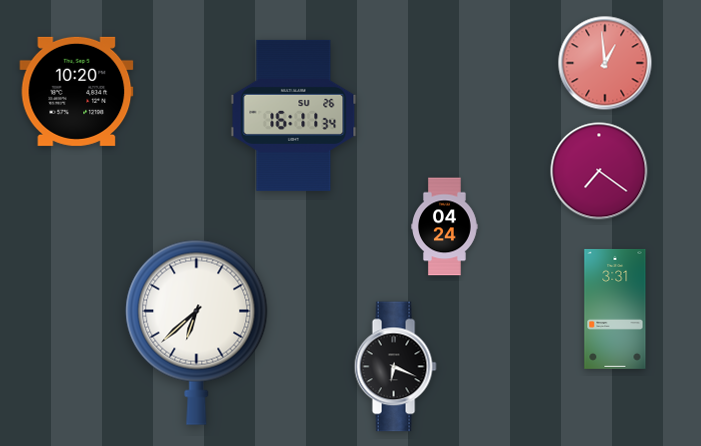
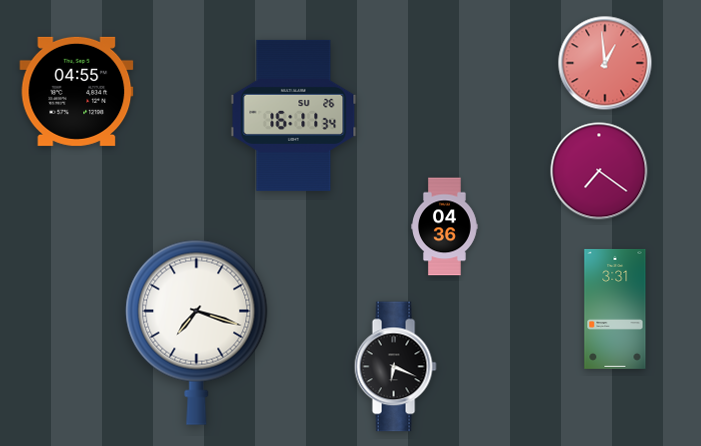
clock at (77, 91): 10:20 -> 04:55
clock at (445, 227): 04:24 -> 04:36
clock at (197, 332): 6:38 -> 7:18
